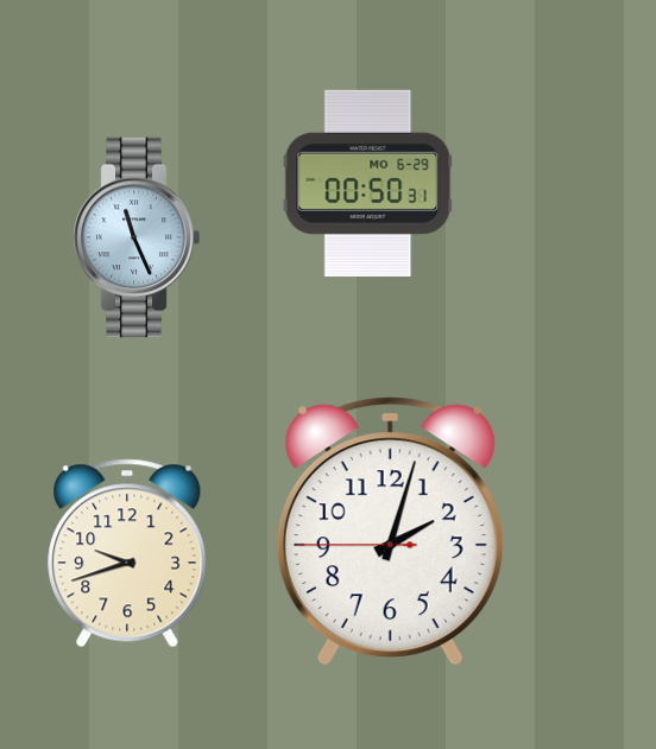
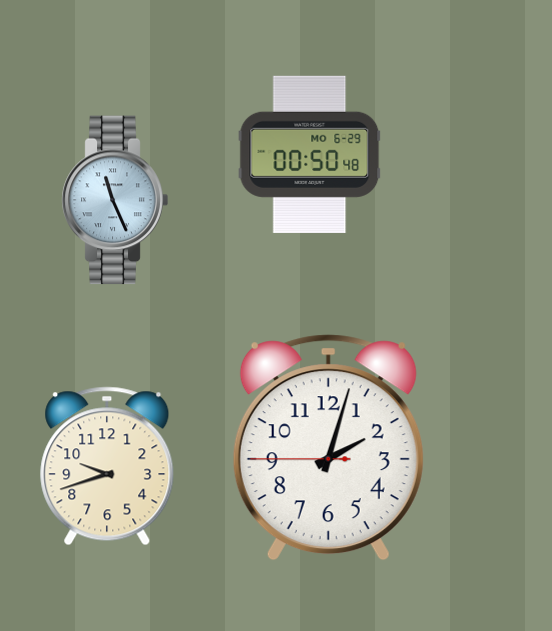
clock at (368, 183): 00:50:31 -> 00:50:48
